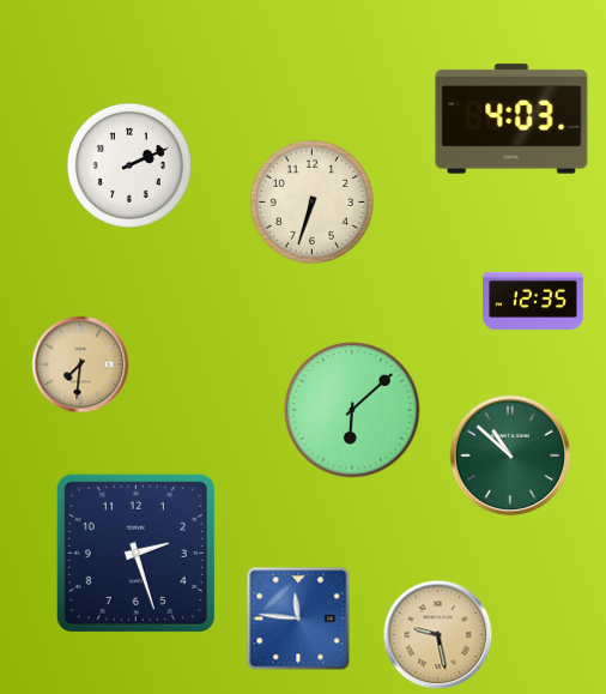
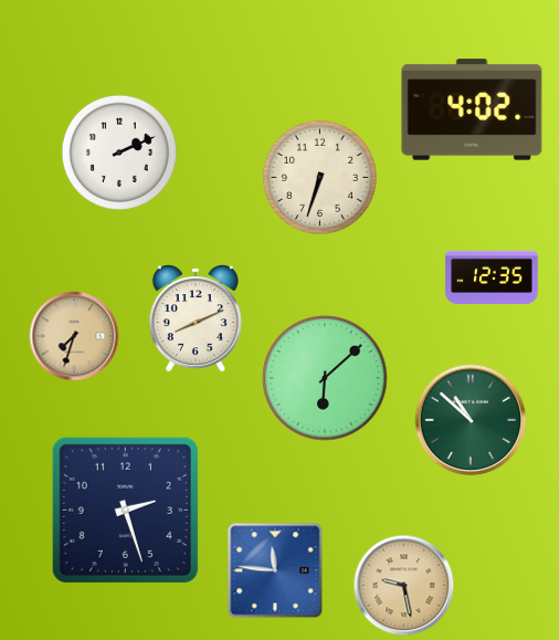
clock at (511, 119): 4:03 -> 4:02
clock at (311, 201) position: (311, 201) -> (319, 177)
clock at (196, 318): none -> 8:11
clock at (80, 364): 7:31 -> 7:33
